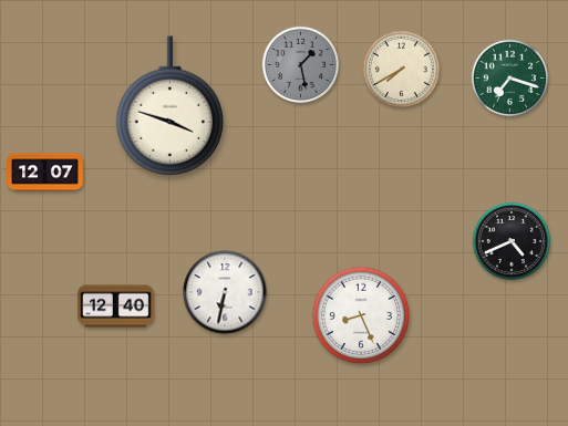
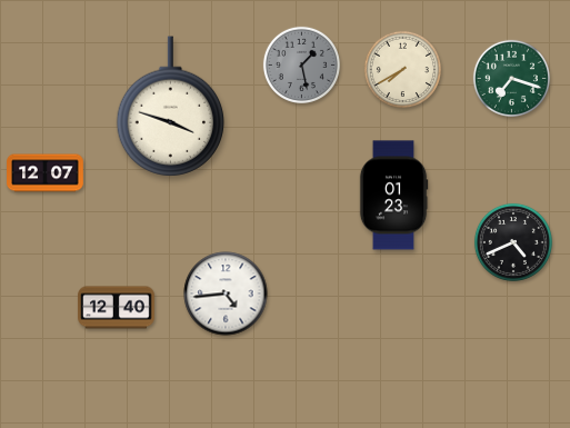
clock at (393, 196): none -> 01:23
clock at (225, 292): 6:32 -> 4:44
clock at (361, 315): 8:26 -> none
